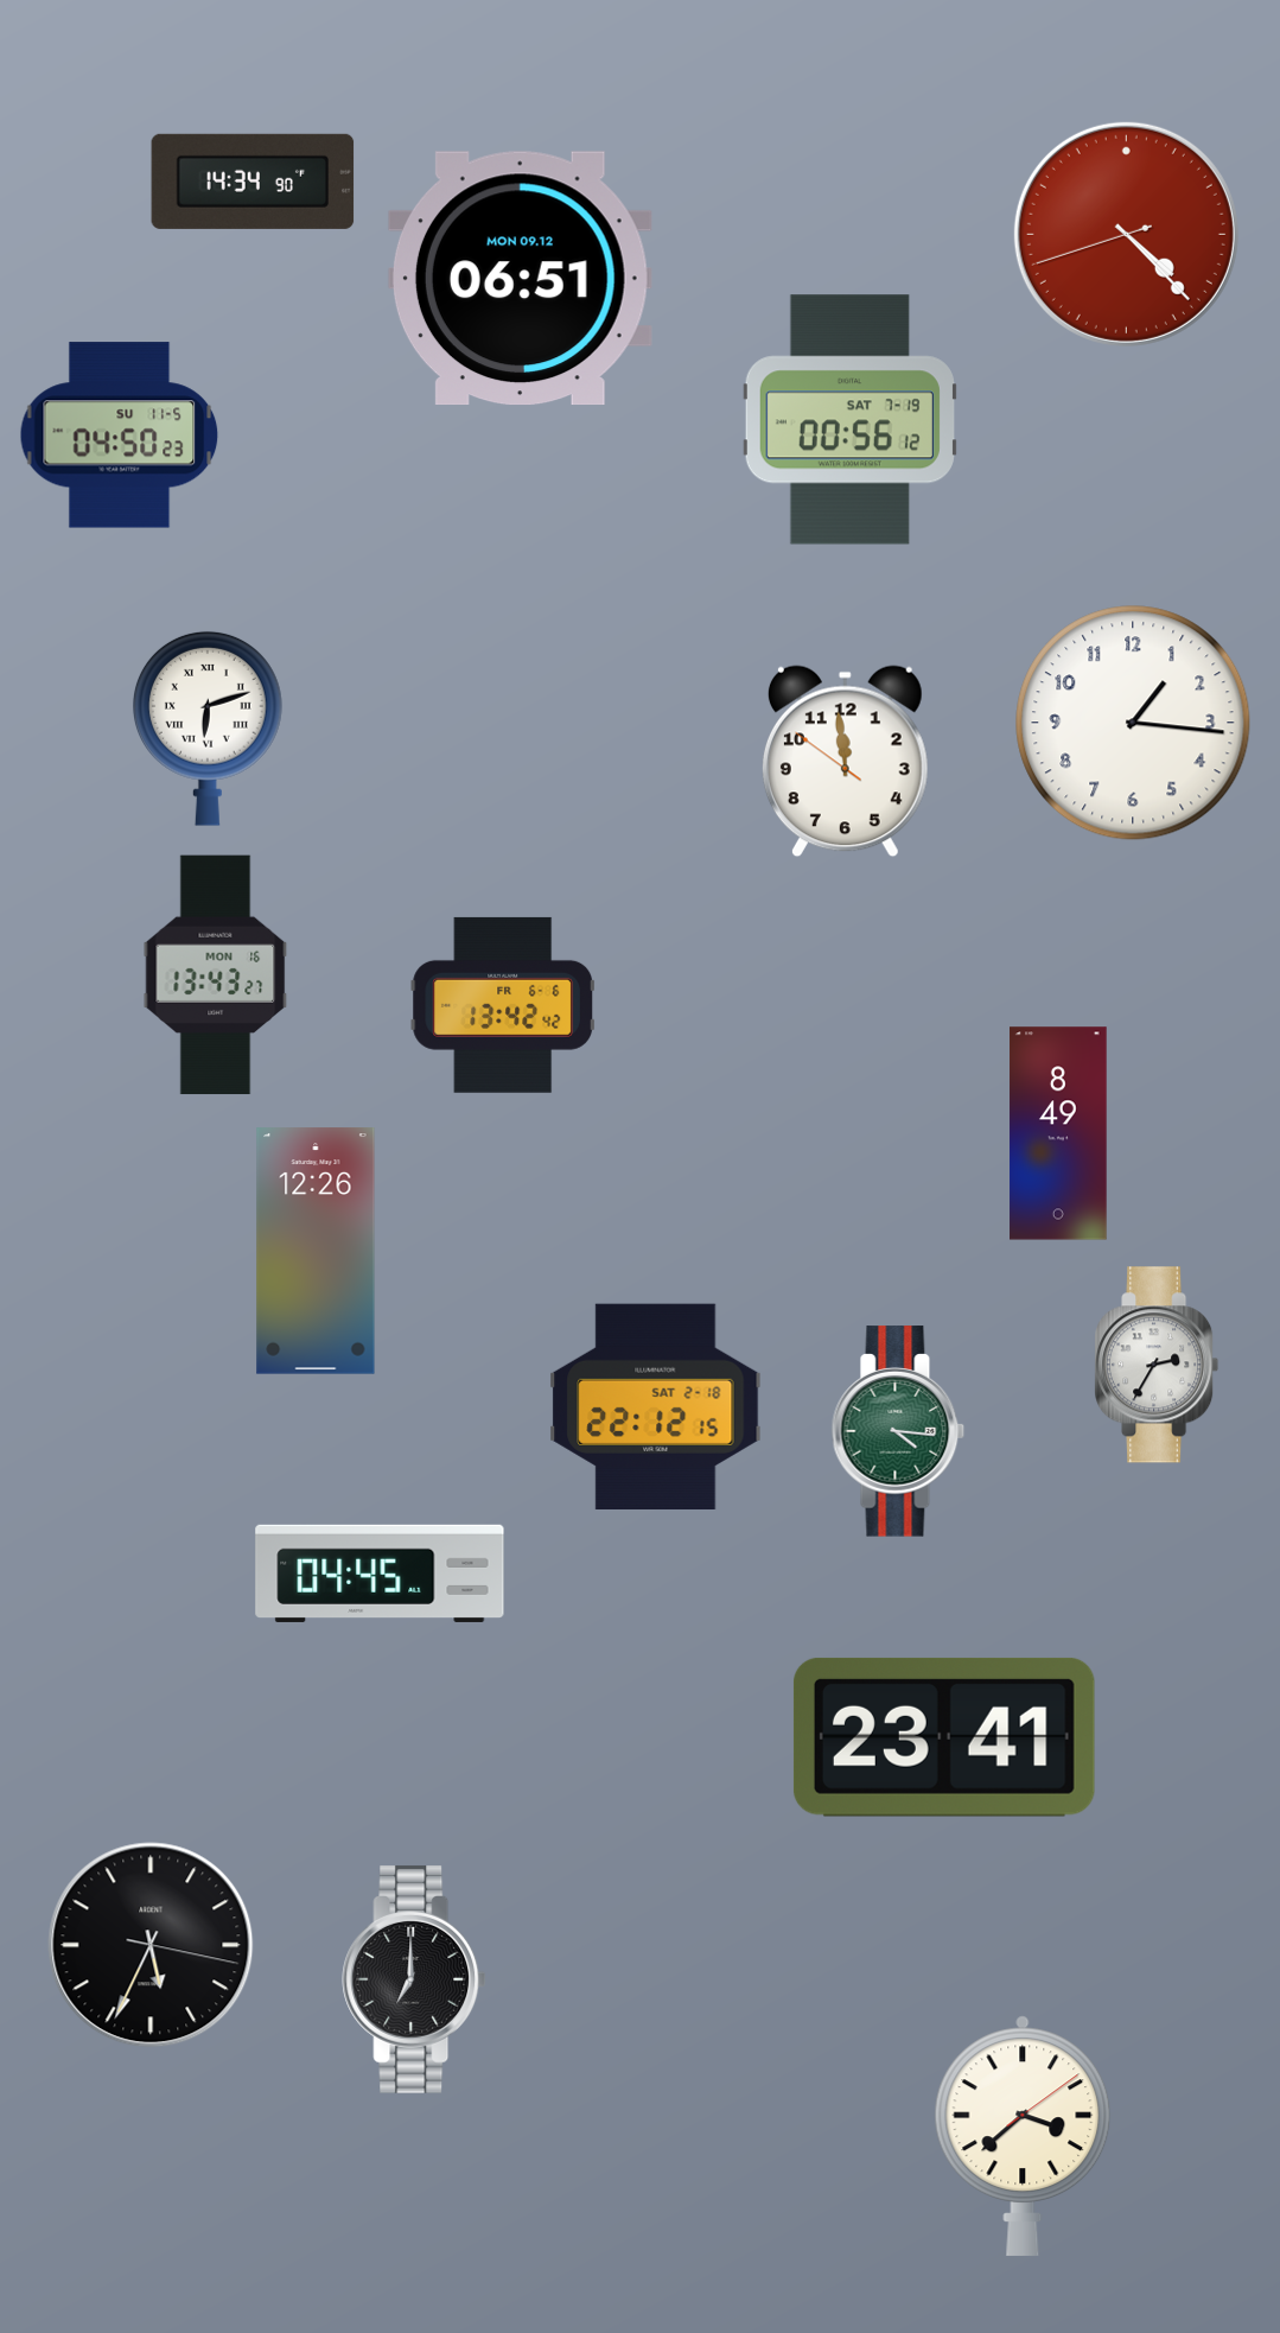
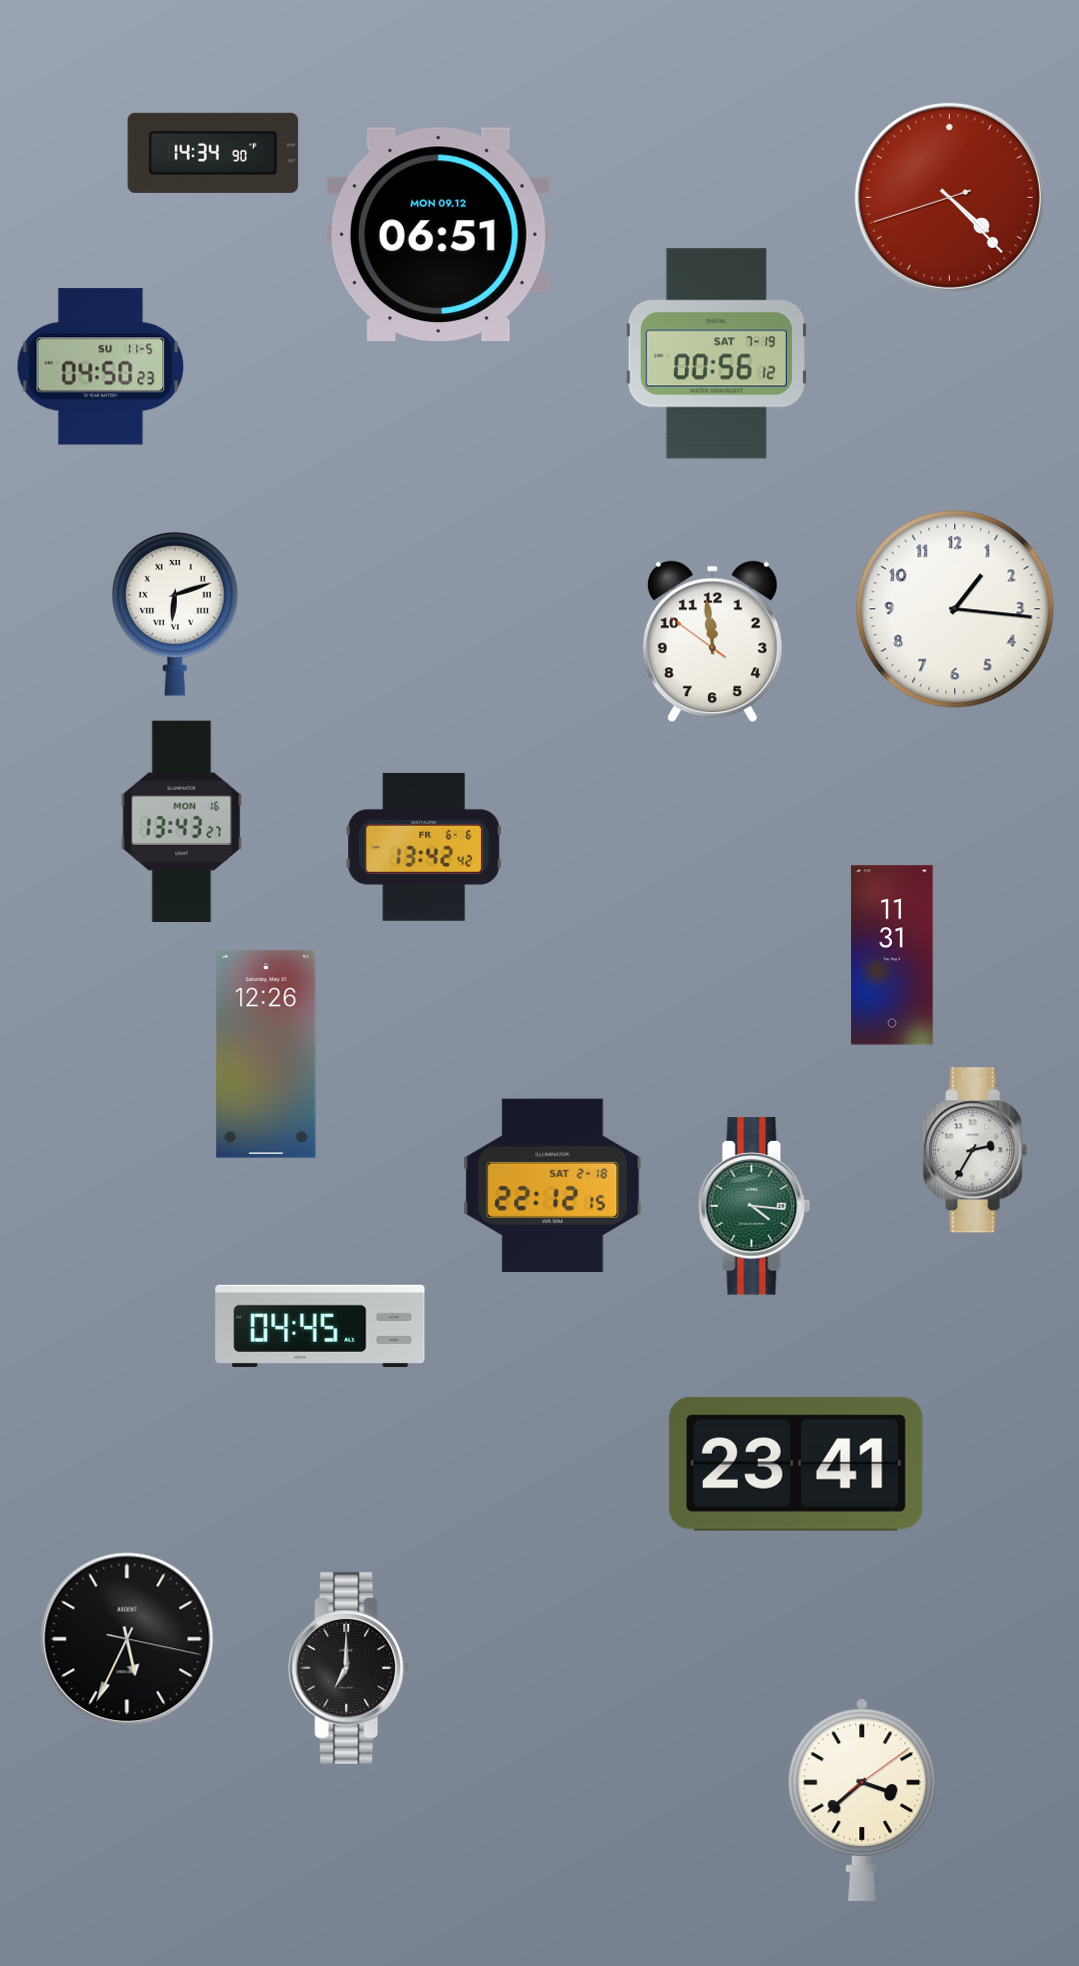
clock at (1058, 1133): 8:49 -> 11:31
clock at (898, 1431) position: (898, 1431) -> (754, 1206)
